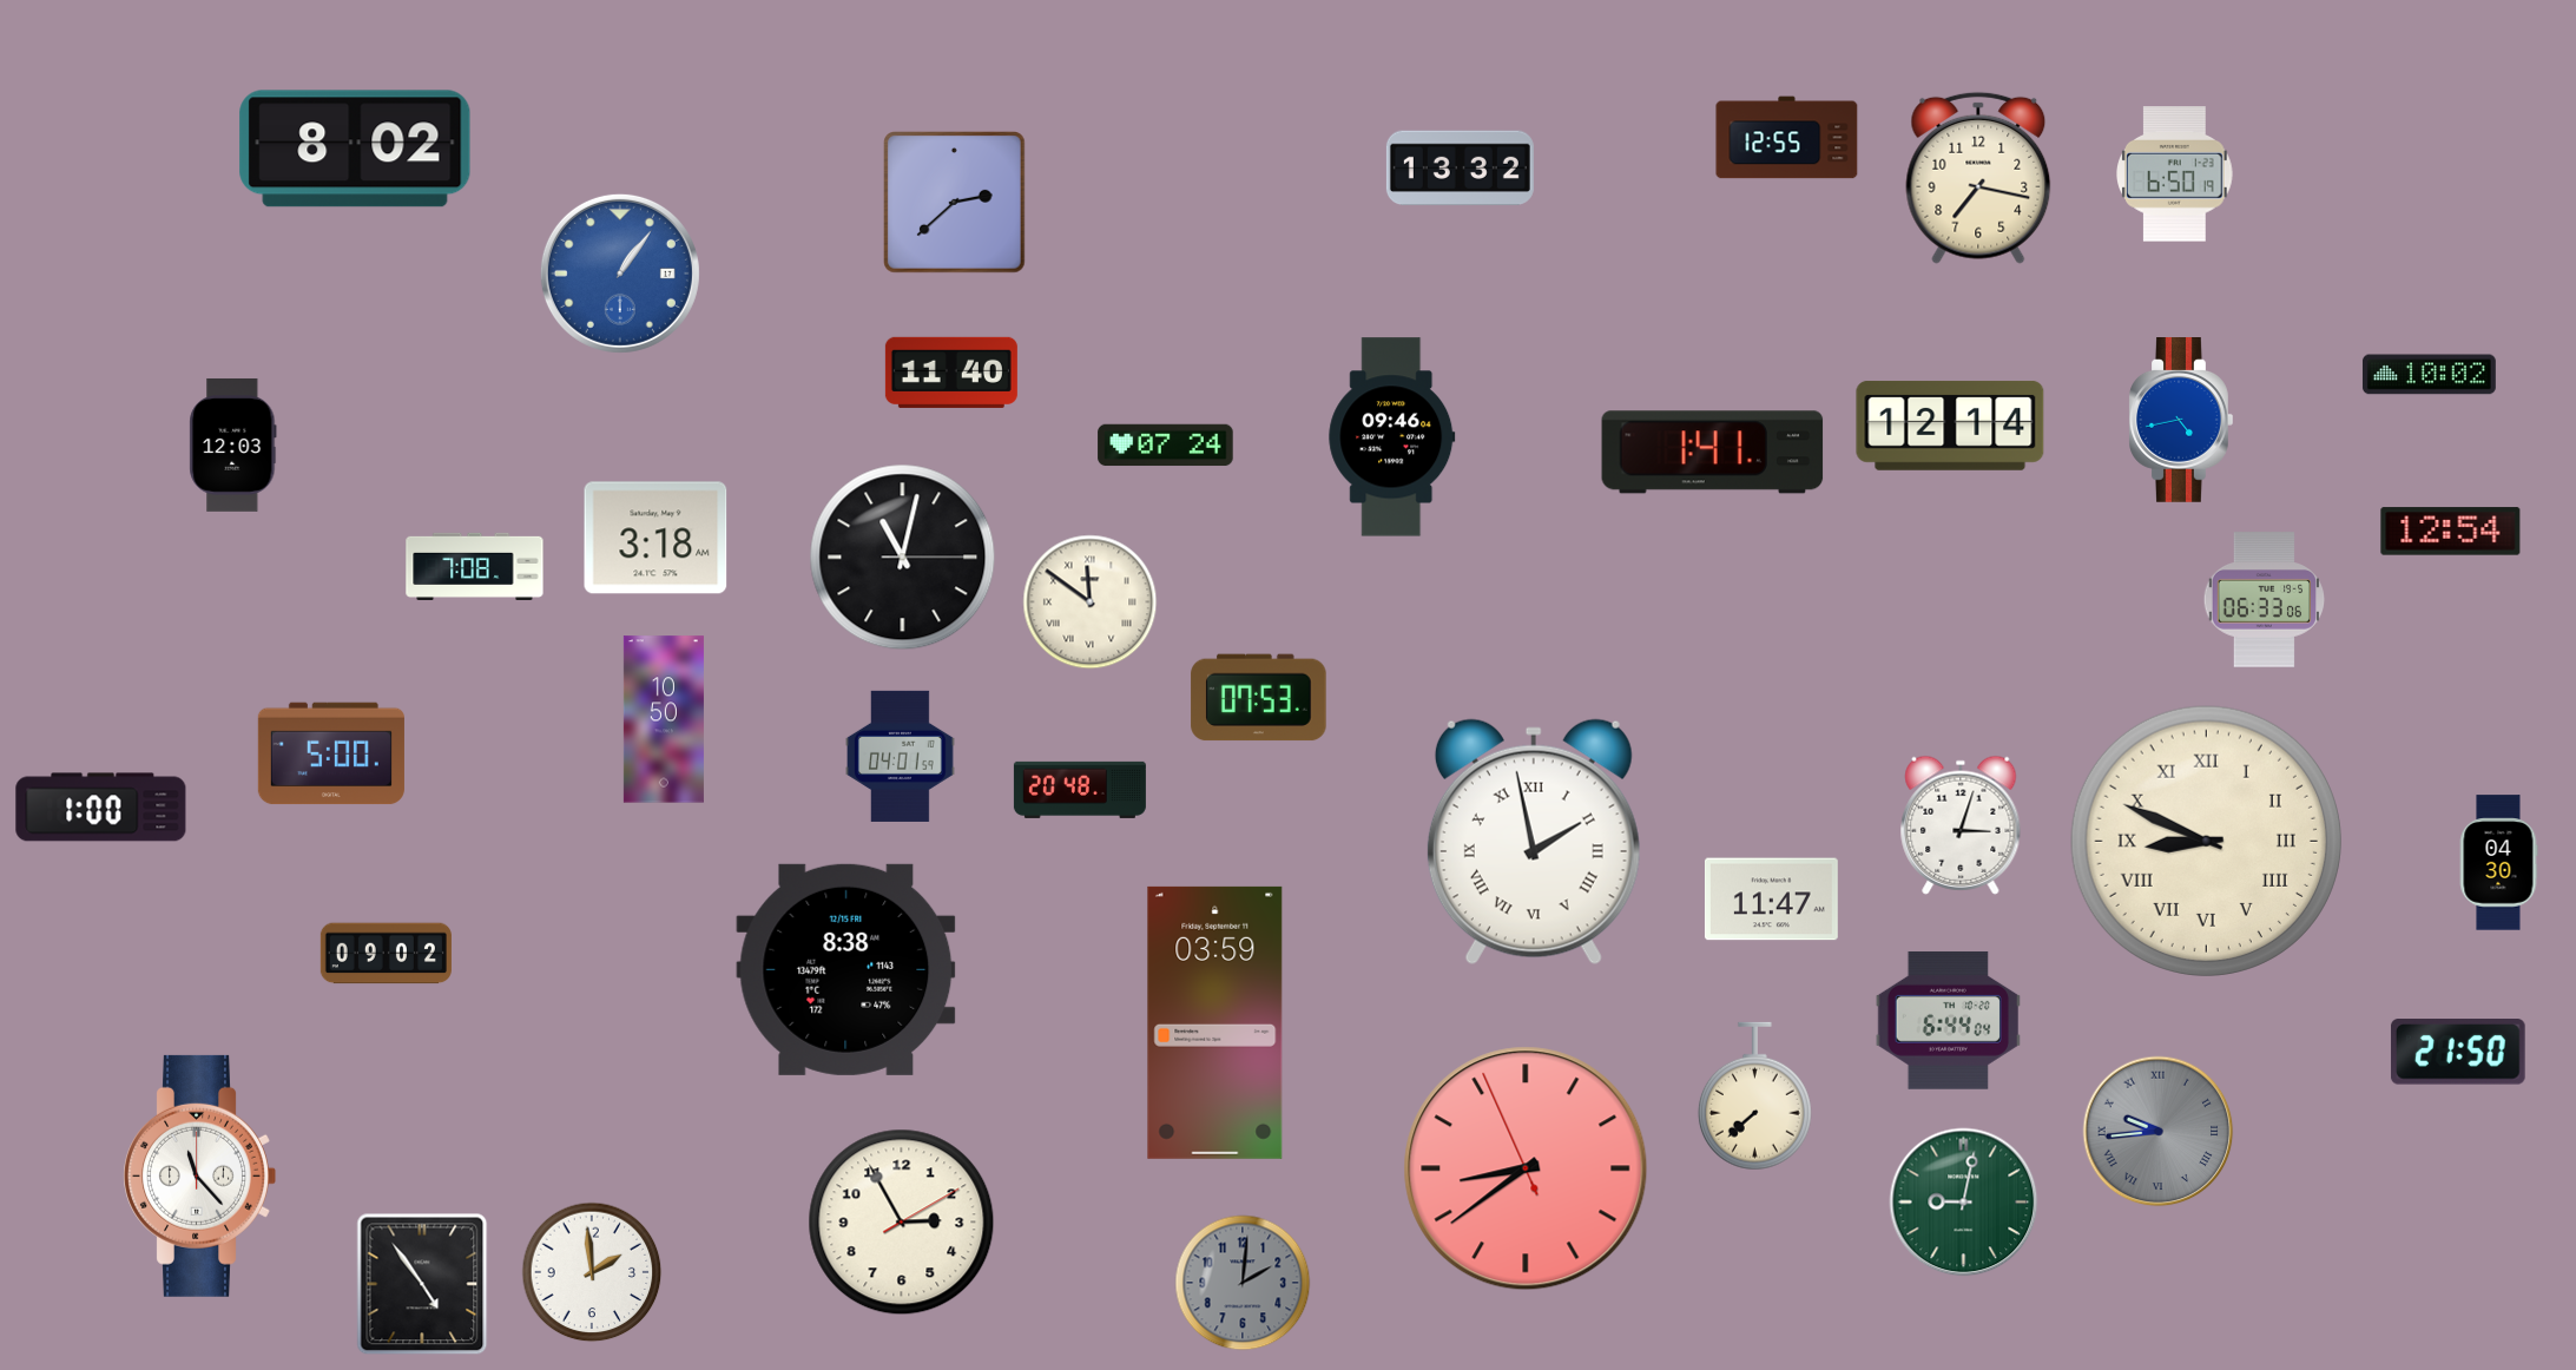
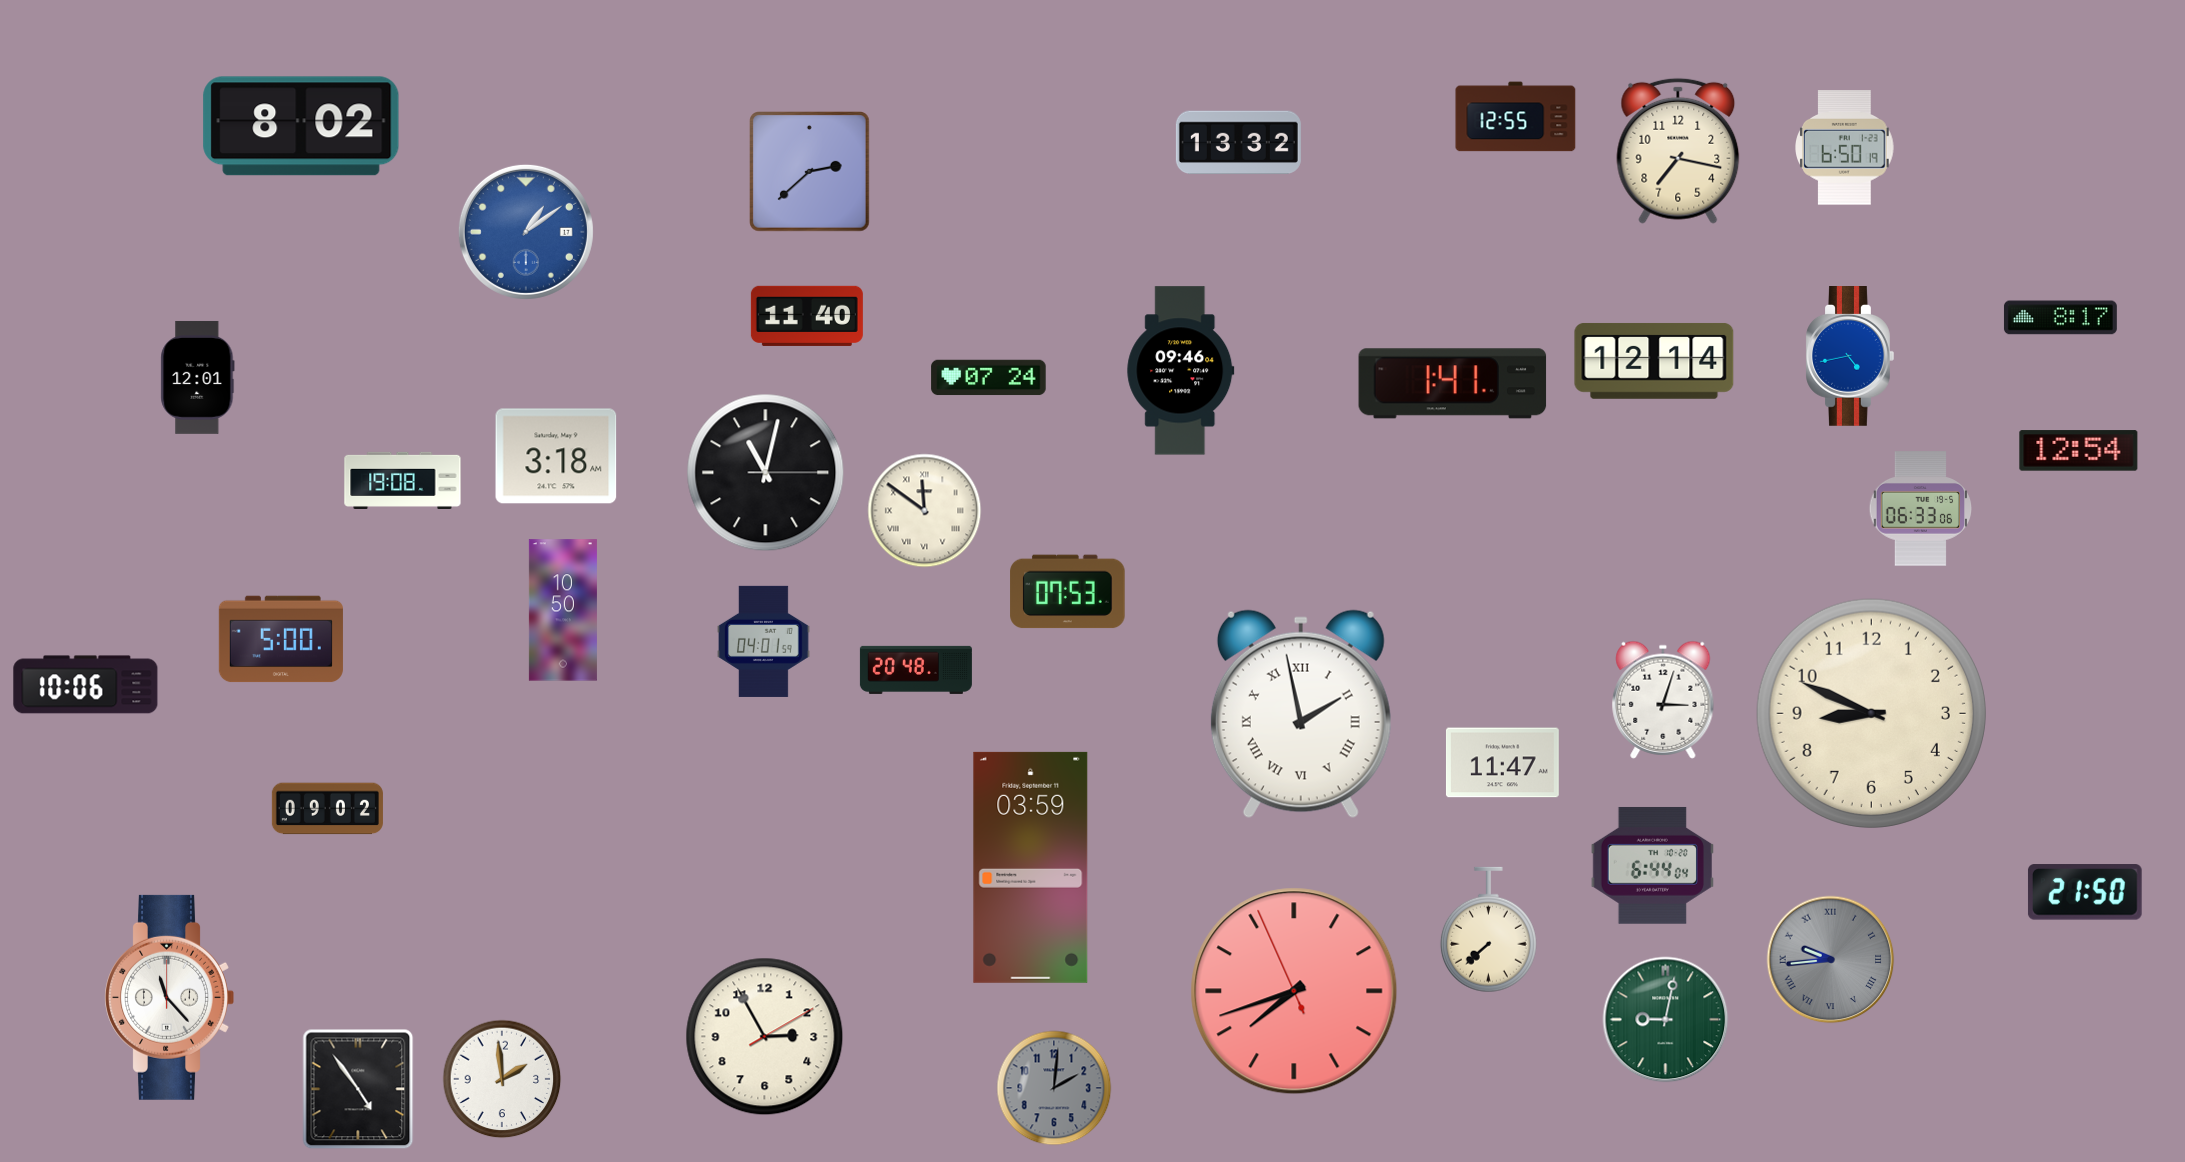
clock at (620, 274): 1:06 -> 1:09
clock at (2429, 375): 10:02 -> 8:17
clock at (233, 444): 12:03 -> 12:01
clock at (475, 566): 7:08 -> 19:08
clock at (101, 808): 1:00 -> 10:06
clock at (2206, 841) numerals: Roman -> Arabic
clock at (2498, 863): 04:30 -> none
clock at (846, 969): 8:38 -> none
clock at (1526, 1168): 8:38 -> 7:41
